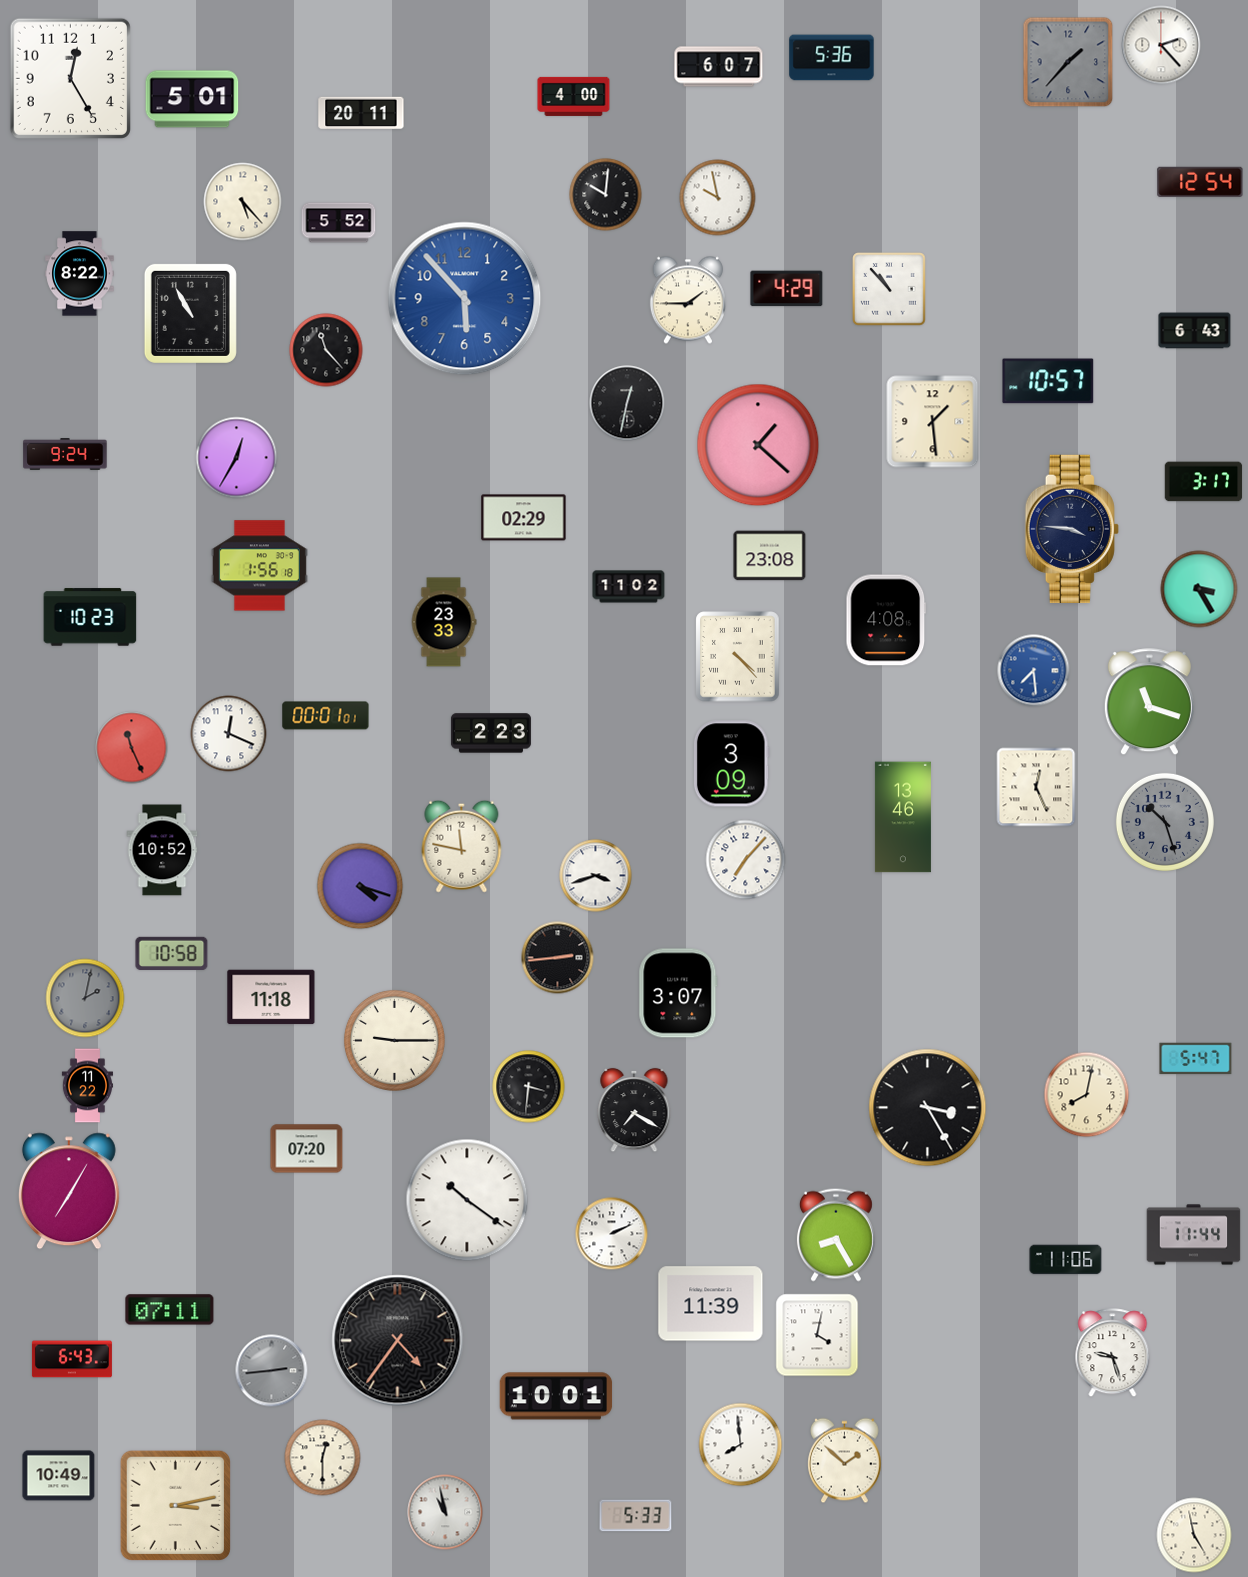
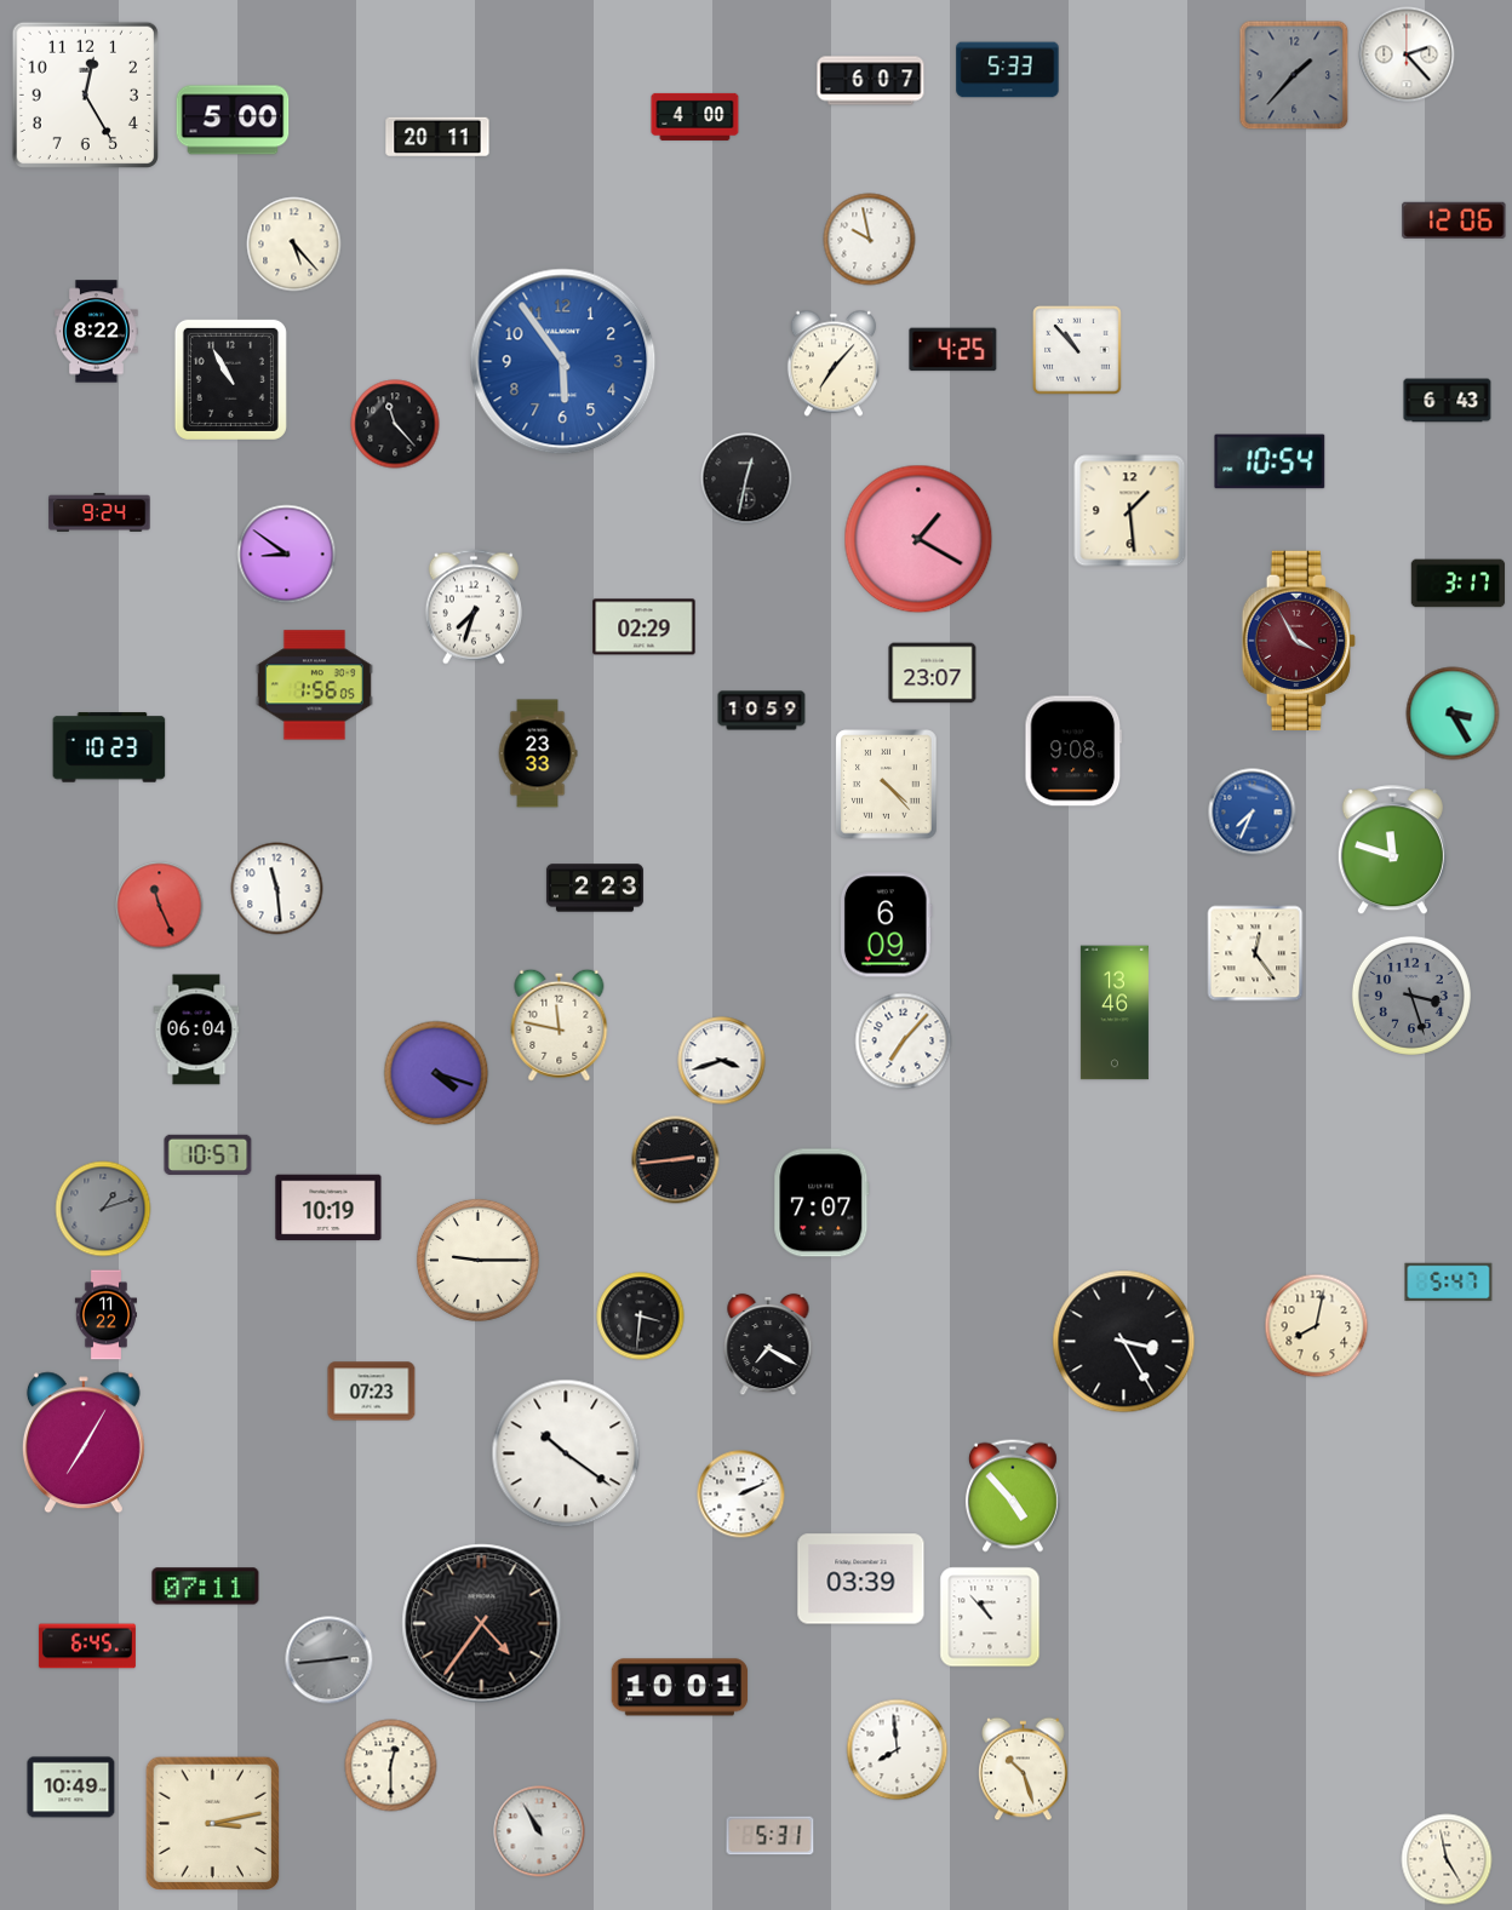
clock at (832, 58): 5:36 -> 5:33
clock at (192, 99): 5:01 -> 5:00
clock at (1200, 182): 12:54 -> 12:06
clock at (606, 195): 10:01 -> none
clock at (339, 223): 5:52 -> none
clock at (787, 289): 4:29 -> 4:25
clock at (465, 299): 5:53 -> 5:54
clock at (688, 300): 1:45 -> 7:07
clock at (1048, 381): 10:57 -> 10:54
clock at (627, 403) position: (627, 403) -> (746, 478)
clock at (758, 445): 1:22 -> 1:20
clock at (65, 454) position: (65, 454) -> (99, 512)
clock at (237, 458): 12:35 -> 8:51
clock at (474, 607): none -> 7:33
clock at (524, 518) position: (524, 518) -> (645, 627)
clock at (1072, 529): 3:46 -> 3:55
clock at (1072, 529) dial: navy -> burgundy
clock at (770, 556): 23:08 -> 23:07
clock at (259, 566): 1:56:18 -> 1:56:05
clock at (629, 587): 11:02 -> 10:59
clock at (886, 620): 4:08 -> 9:08
clock at (738, 657) position: (738, 657) -> (887, 785)
clock at (1034, 671): 7:29 -> 7:34
clock at (1149, 702): 11:18 -> 11:48
clock at (326, 716): 00:01 -> none
clock at (229, 734): 12:19 -> 11:29
clock at (731, 764): 3:09 -> 6:09
clock at (1036, 787): 12:26 -> 12:24
clock at (903, 817) position: (903, 817) -> (1115, 1013)
clock at (1165, 822): 10:27 -> 3:27
clock at (162, 850): 10:52 -> 06:04
clock at (172, 953): 10:58 -> 10:57
clock at (678, 993): 3:07 -> 7:07
clock at (271, 997): 11:18 -> 10:19
clock at (85, 998): 2:02 -> 1:12
clock at (307, 1149): 07:20 -> 07:23
clock at (836, 1235): 8:25 -> 4:53
clock at (1194, 1235): 11:44 -> none
clock at (1066, 1260): 11:06 -> none
clock at (711, 1304): 11:39 -> 03:39
clock at (817, 1335): 4:02 -> 10:53
clock at (1113, 1353): 9:27 -> none
clock at (72, 1359): 6:43 -> 6:45
clock at (556, 1396) position: (556, 1396) -> (680, 1687)
clock at (845, 1461): 1:52 -> 10:27
clock at (445, 1512): 10:58 -> 10:55
clock at (636, 1516): 5:33 -> 5:31
